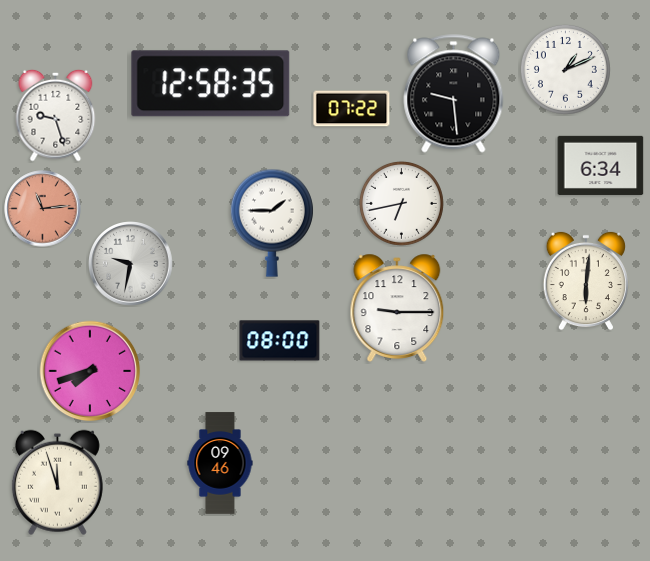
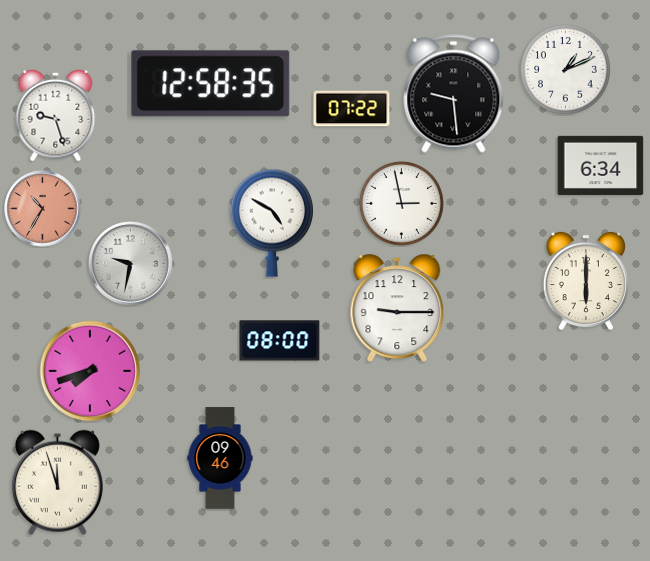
clock at (401, 203): 6:43 -> 2:58
clock at (43, 209): 11:14 -> 10:35
clock at (272, 223): 1:45 -> 4:50
clock at (586, 281): 6:01 -> 6:00
clock at (220, 463) position: (220, 463) -> (220, 458)
